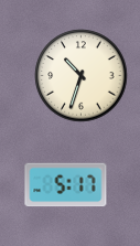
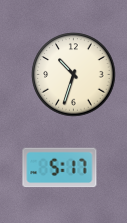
clock at (82, 76) position: (82, 76) -> (74, 75)
